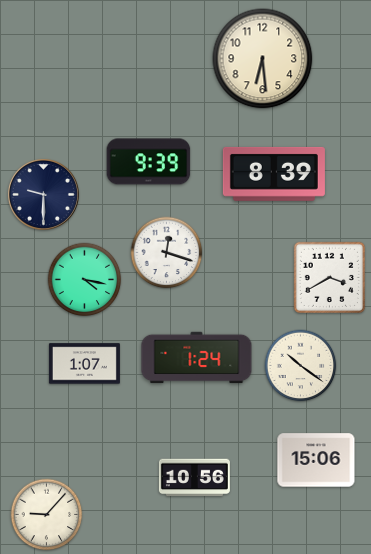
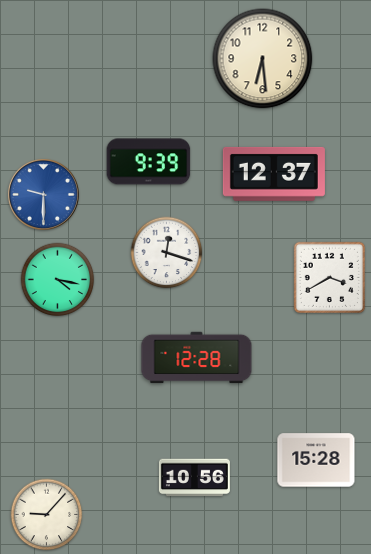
clock at (274, 174): 8:39 -> 12:37
clock at (43, 194) dial: navy -> blue
clock at (85, 280) position: (85, 280) -> (58, 280)
clock at (197, 358): 1:24 -> 12:28
clock at (84, 364): 1:07 -> none
clock at (301, 366): 10:21 -> none
clock at (316, 460): 15:06 -> 15:28
